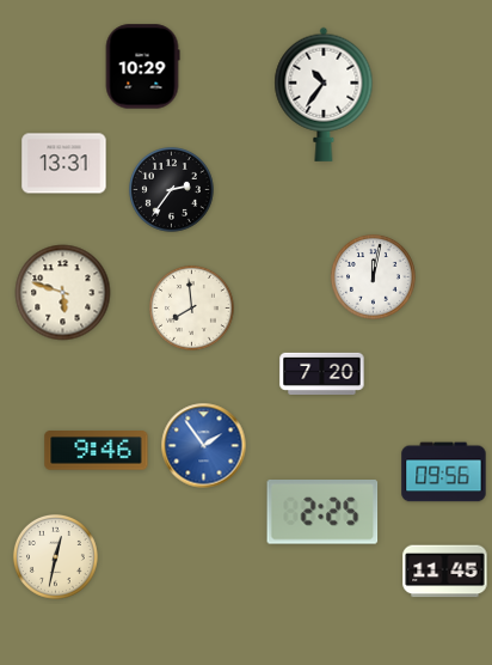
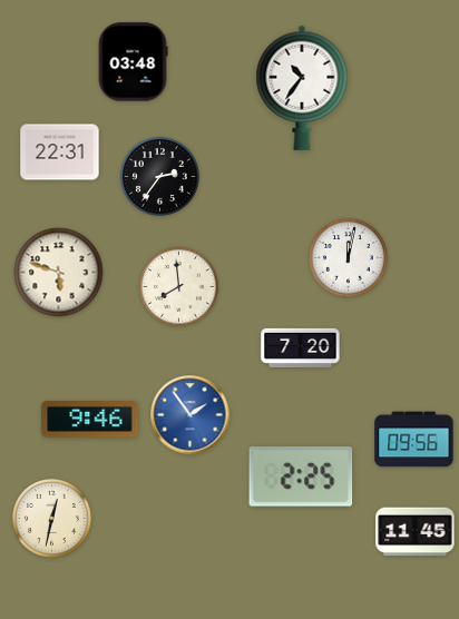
clock at (142, 67): 10:29 -> 03:48
clock at (64, 164): 13:31 -> 22:31
